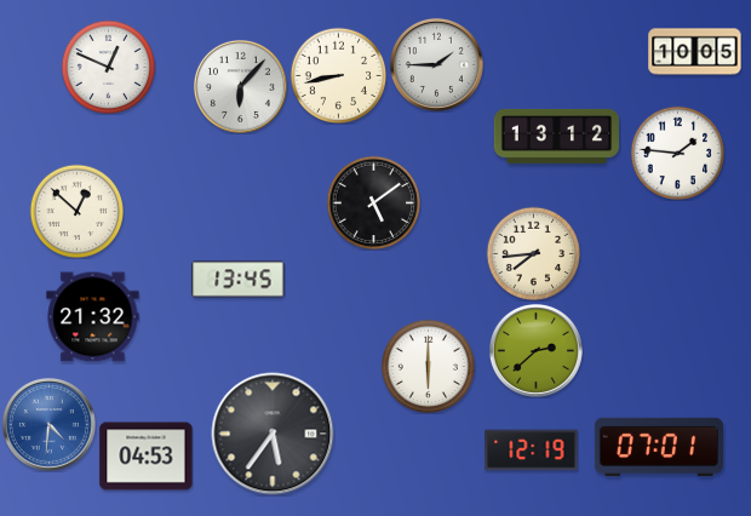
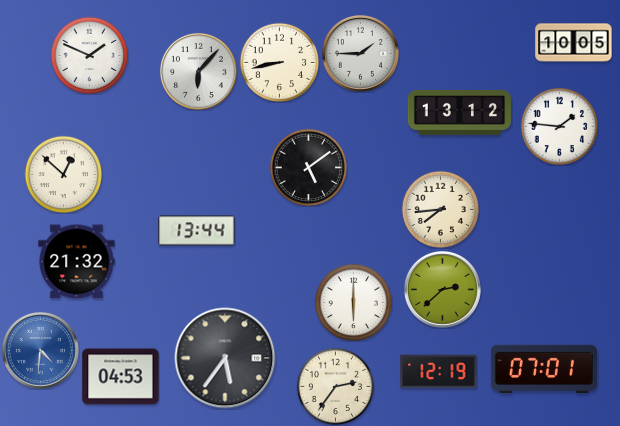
clock at (108, 67): 12:49 -> 1:49
clock at (239, 280): 13:45 -> 13:44
clock at (335, 386): none -> 2:36
